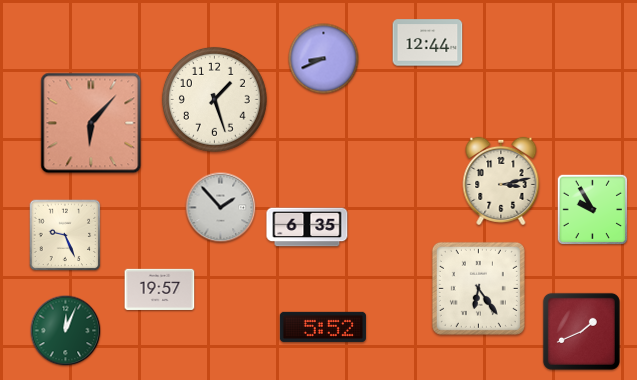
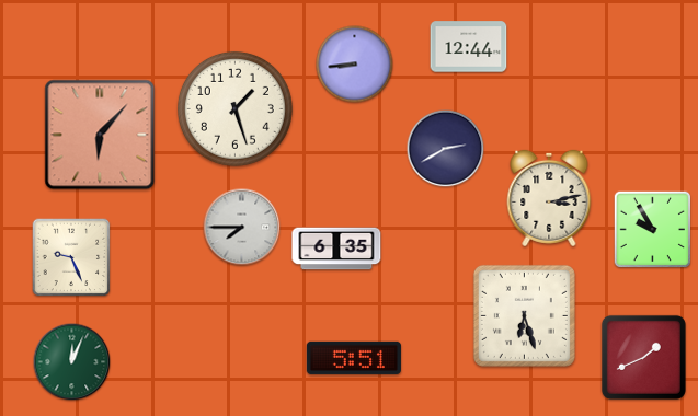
clock at (324, 59): 8:41 -> 8:44
clock at (446, 149): none -> 2:40
clock at (221, 208): 1:53 -> 7:45
clock at (593, 210) position: (593, 210) -> (653, 230)
clock at (478, 288): 6:24 -> 6:27
clock at (160, 289): 19:57 -> none
clock at (323, 327): 5:52 -> 5:51
clock at (581, 331) position: (581, 331) -> (643, 357)
